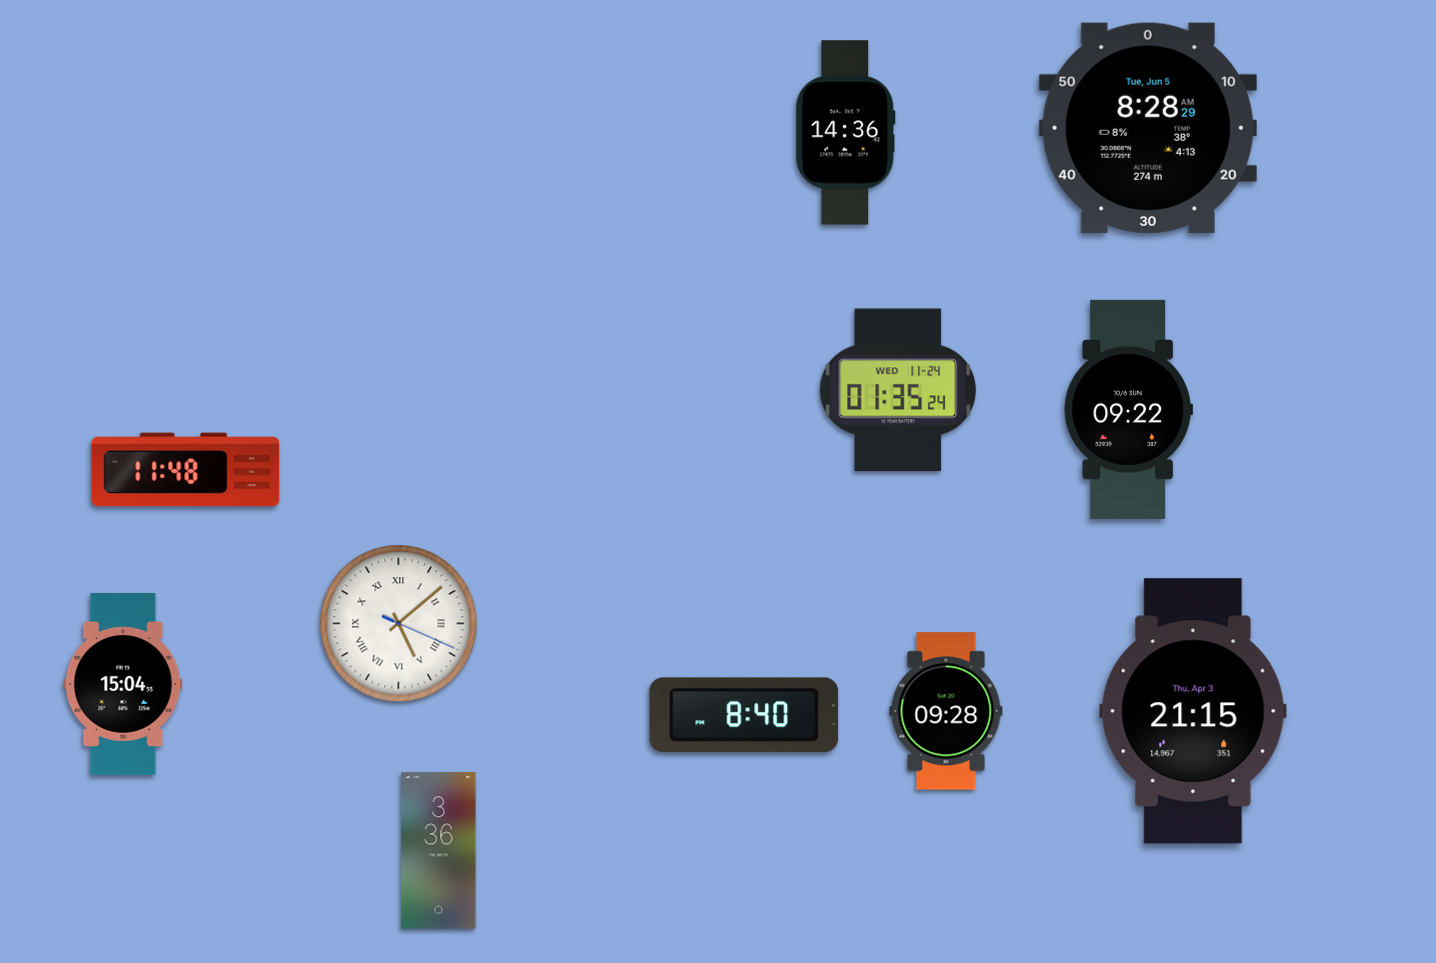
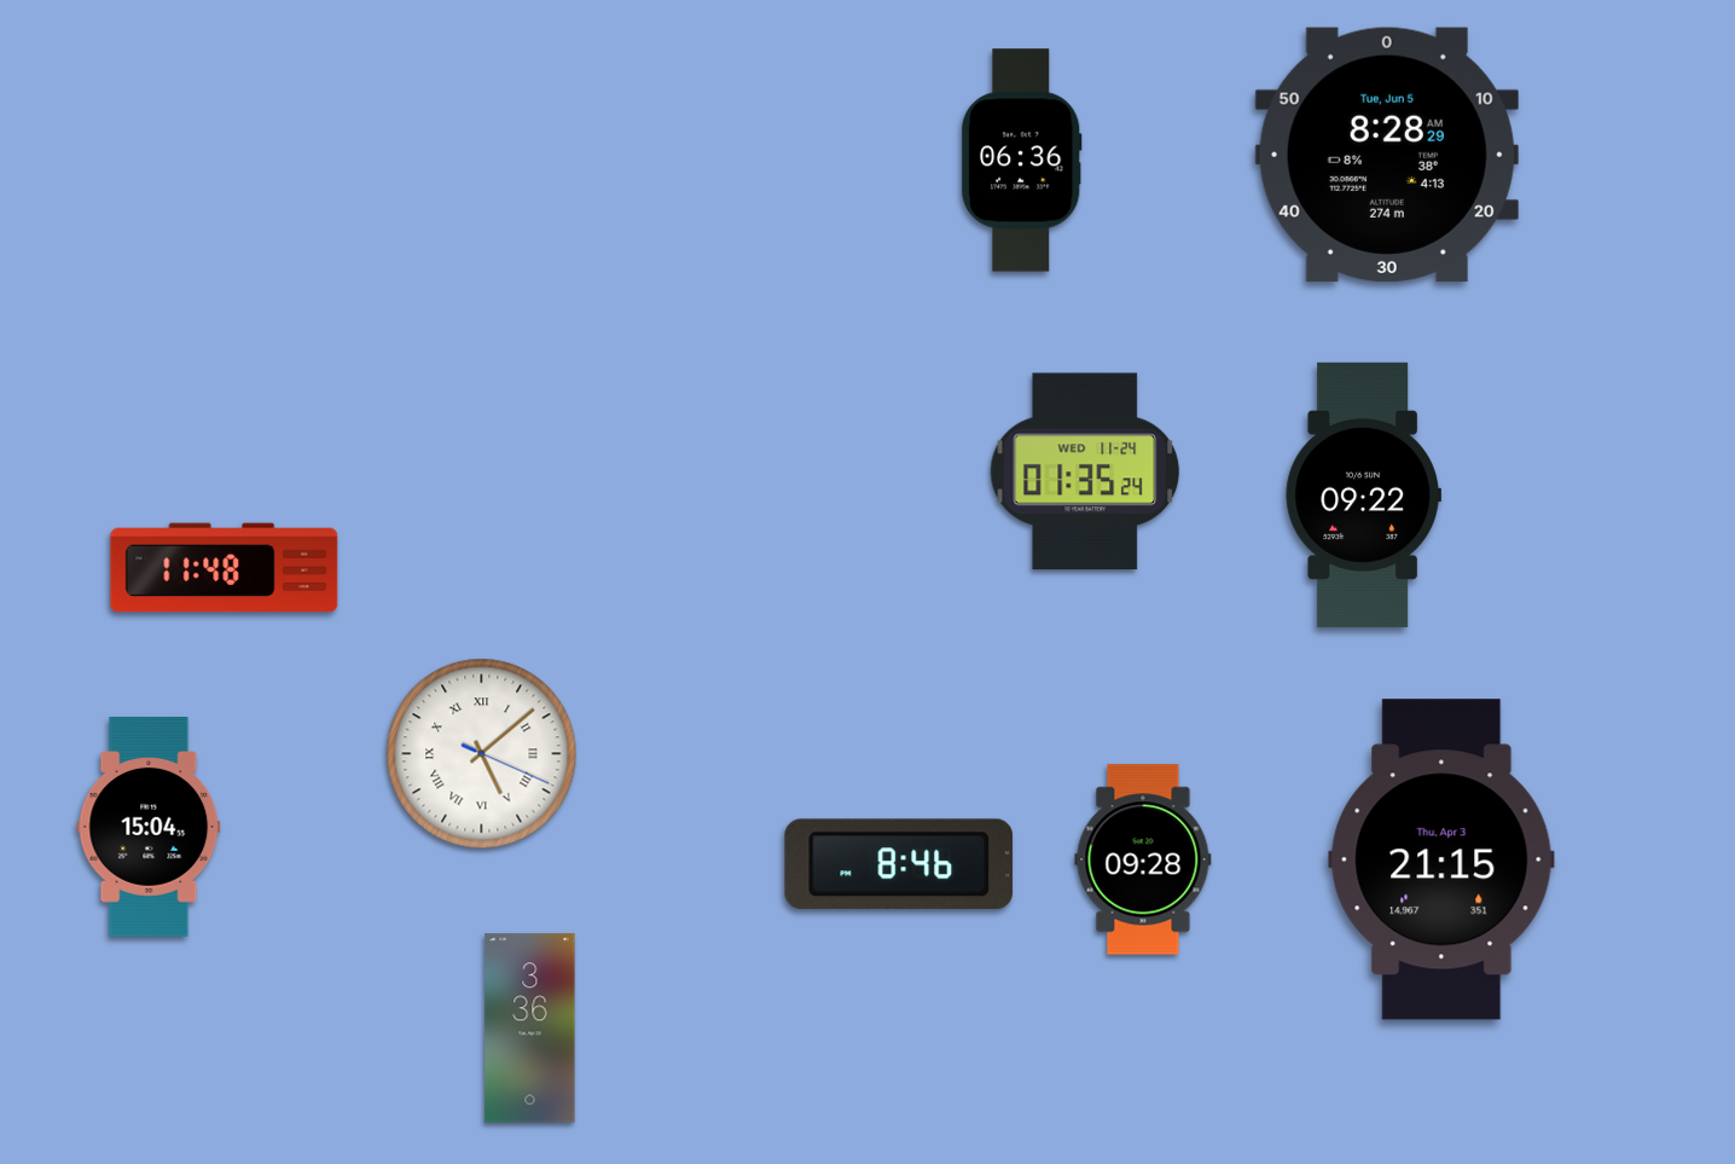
clock at (846, 133): 14:36 -> 06:36
clock at (744, 715): 8:40 -> 8:46
